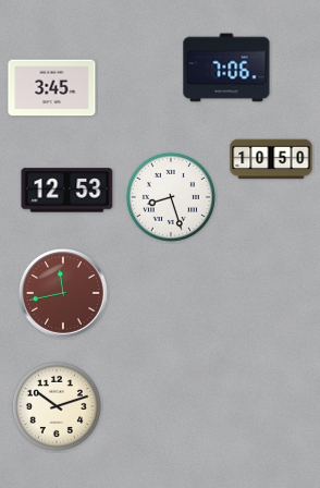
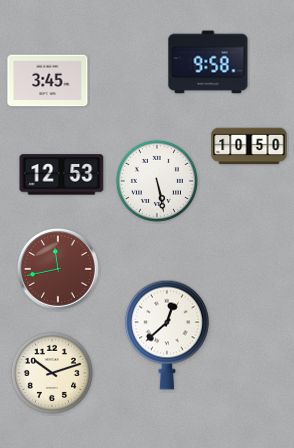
clock at (226, 68): 7:06 -> 9:58
clock at (171, 197): 8:27 -> 5:28
clock at (168, 335): none -> 12:38
